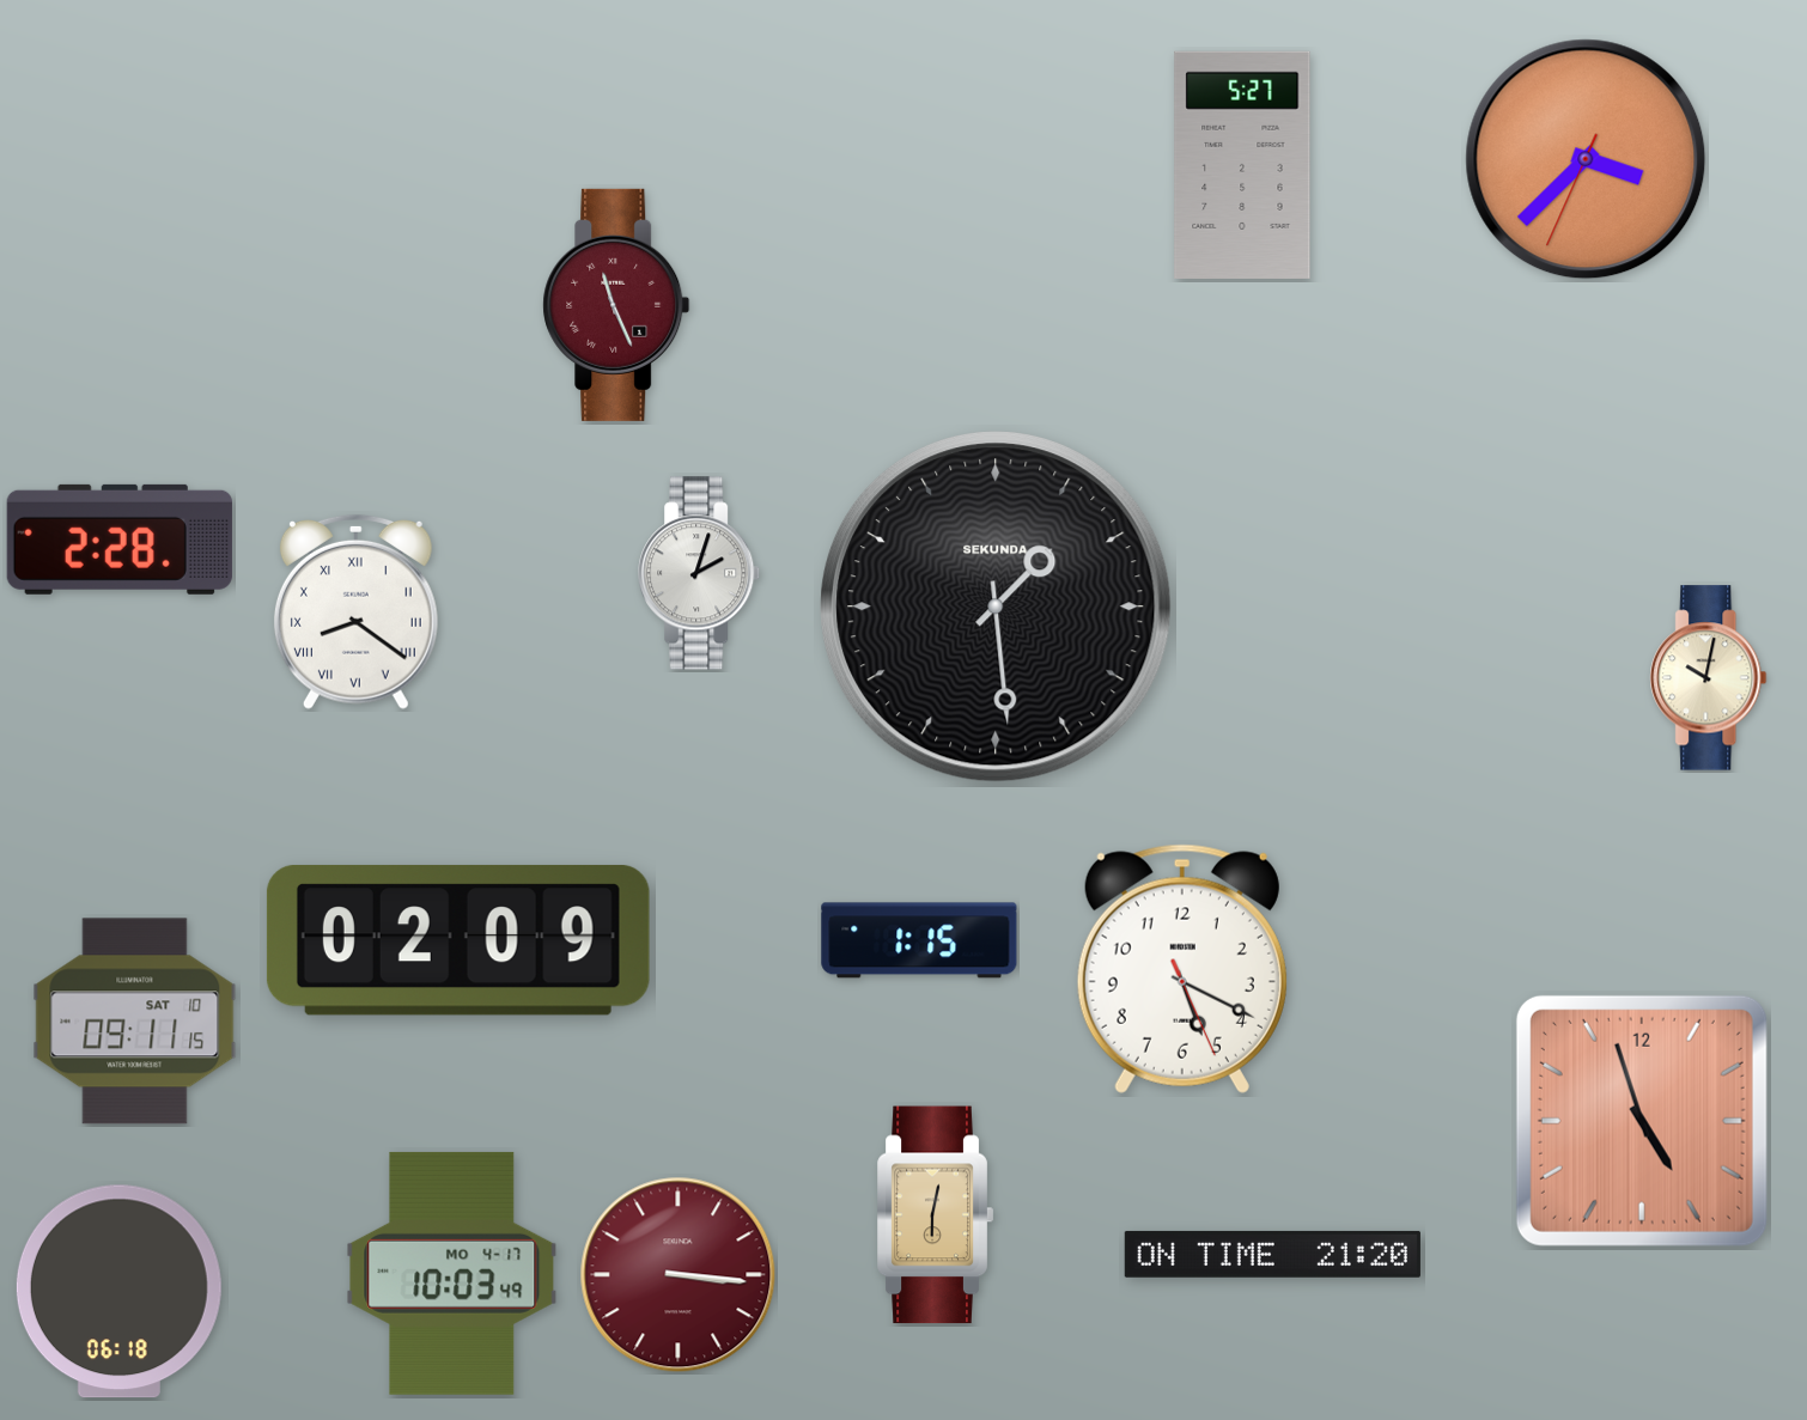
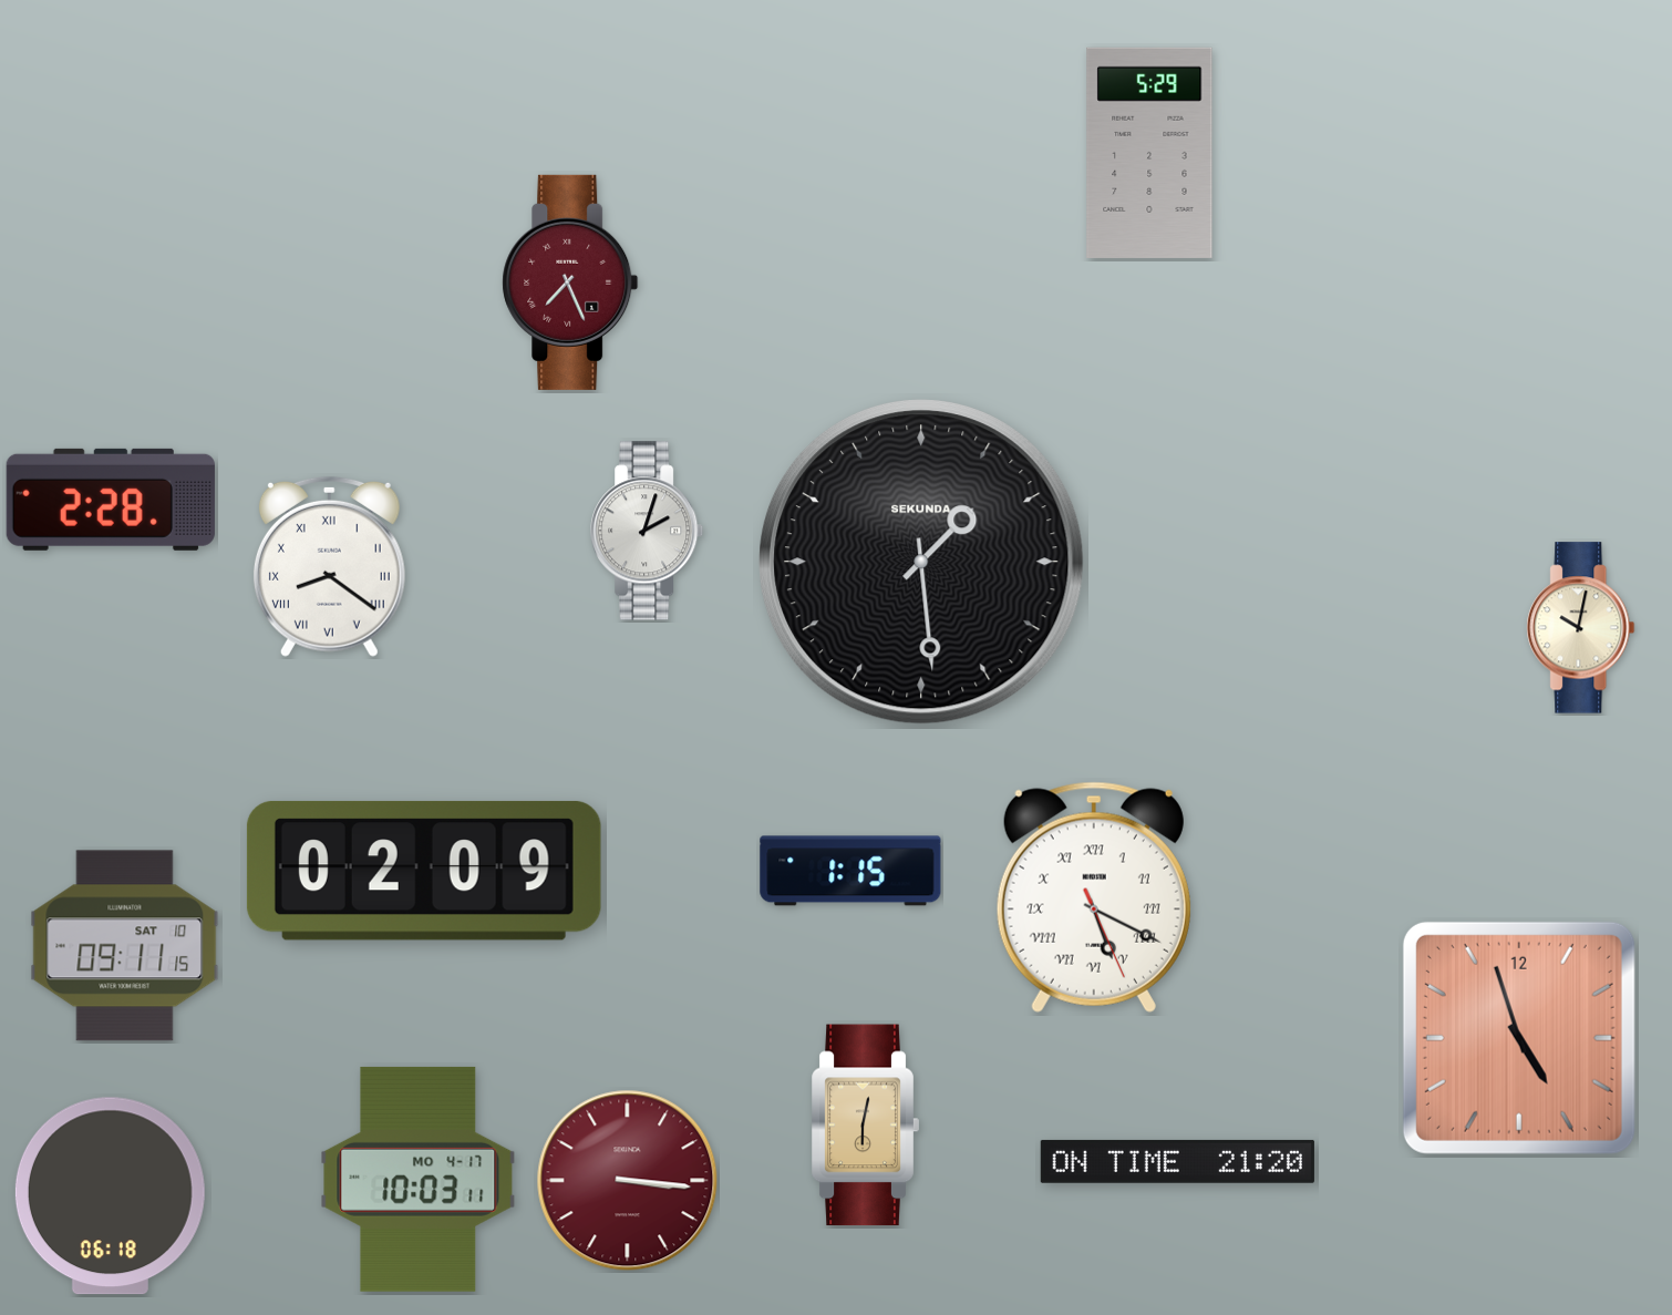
clock at (1586, 159): 3:37 -> none
clock at (1242, 165): 5:27 -> 5:29
clock at (616, 305): 11:26 -> 7:26
clock at (1182, 969) numerals: Arabic -> Roman
clock at (452, 1273): 10:03:49 -> 10:03:11
